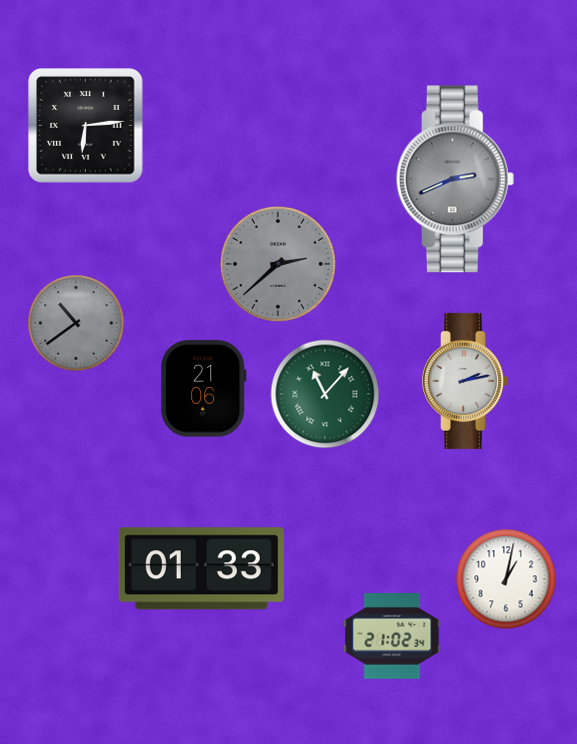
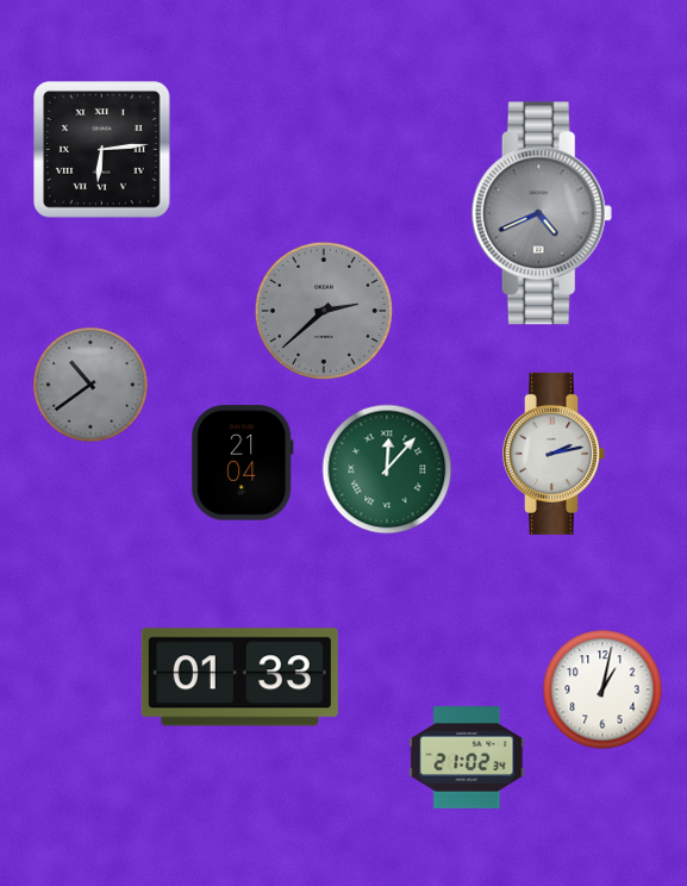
clock at (455, 179): 2:41 -> 4:41
clock at (278, 264) position: (278, 264) -> (324, 311)
clock at (203, 389): 21:06 -> 21:04
clock at (325, 394): 11:07 -> 12:07
